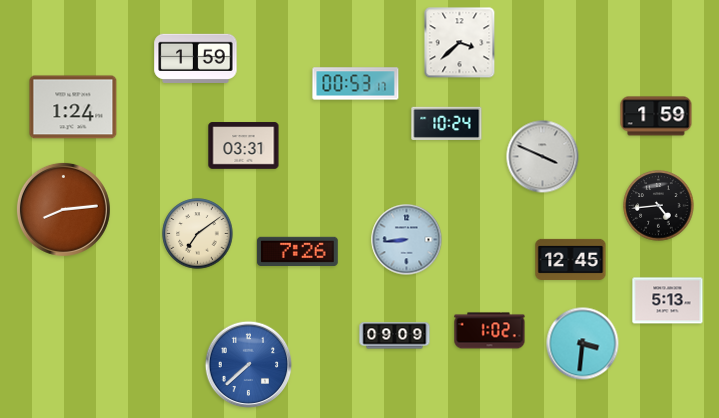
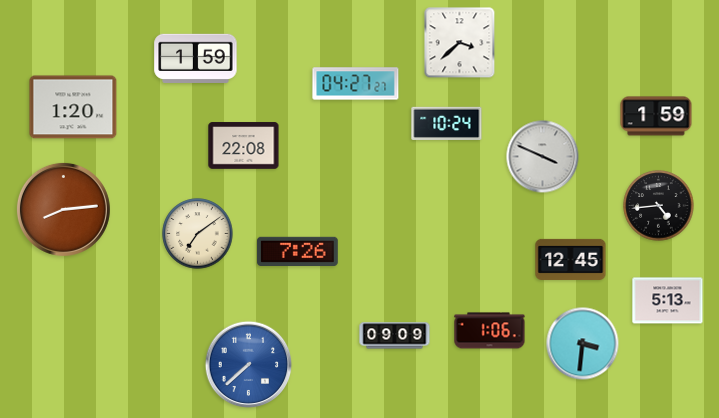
clock at (356, 84): 00:53 -> 04:27
clock at (73, 107): 1:24 -> 1:20
clock at (244, 146): 03:31 -> 22:08
clock at (407, 240): 8:44 -> none
clock at (490, 331): 1:02 -> 1:06
